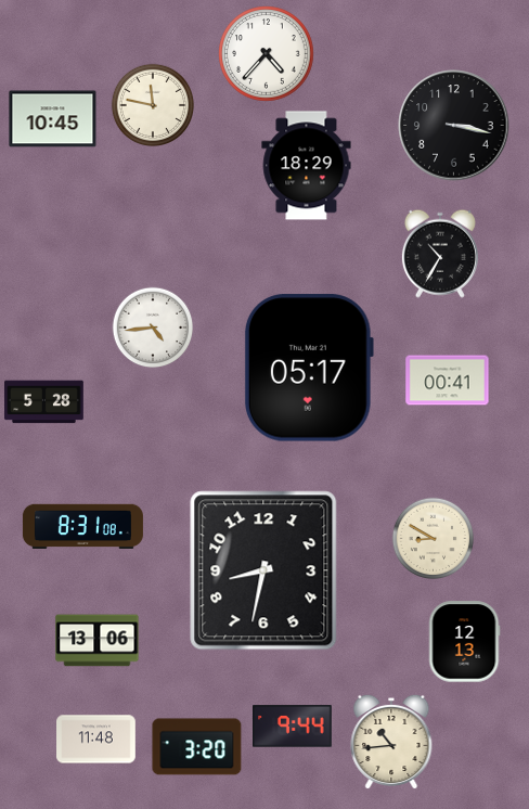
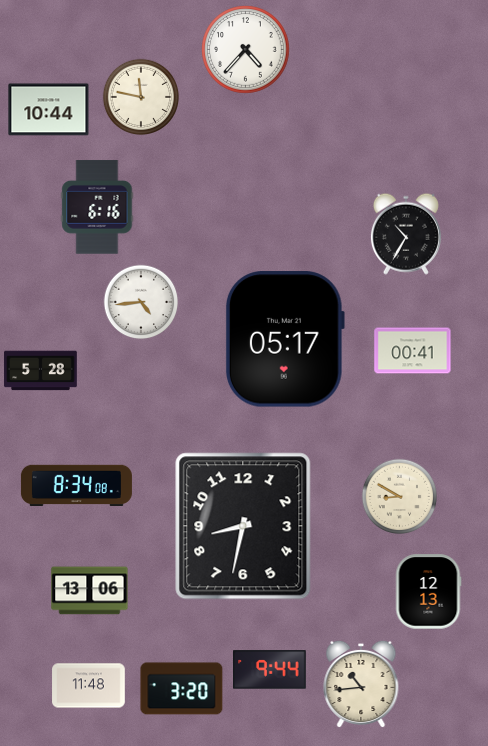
clock at (53, 119): 10:45 -> 10:44
clock at (454, 126): 3:17 -> none
clock at (307, 166): 18:29 -> none
clock at (97, 207): none -> 6:16
clock at (82, 527): 8:31 -> 8:34
clock at (96, 740) position: (96, 740) -> (89, 686)
